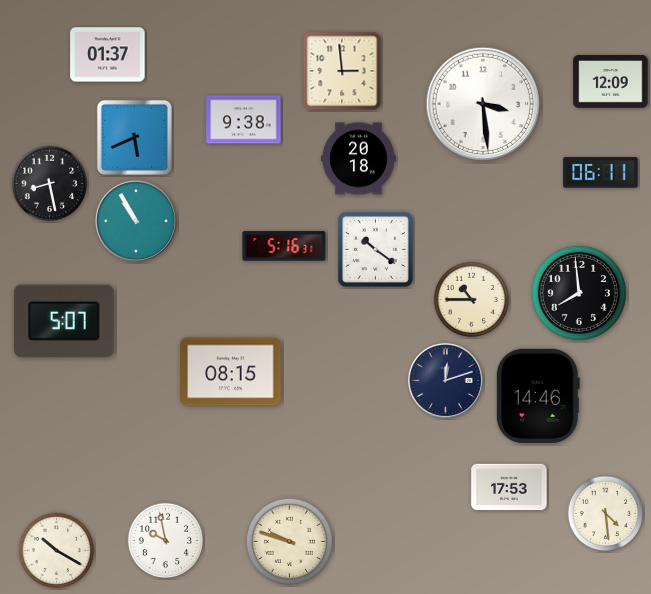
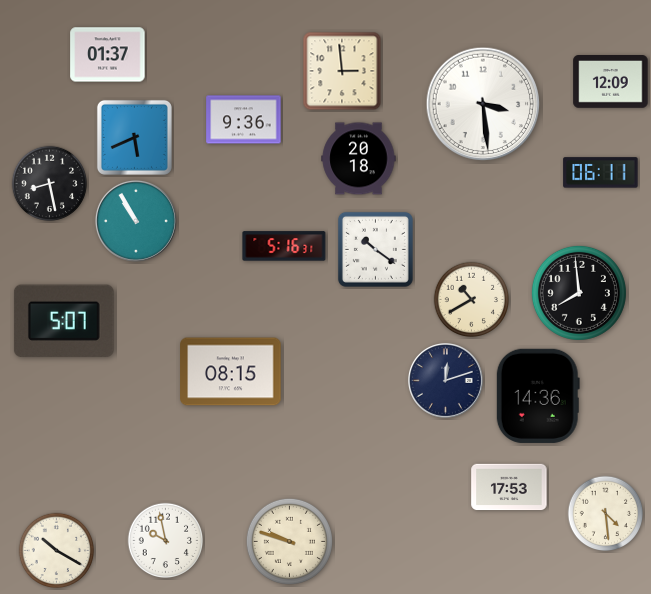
clock at (244, 120): 9:38 -> 9:36
clock at (472, 300): 10:45 -> 10:40
clock at (538, 396): 14:46 -> 14:36
